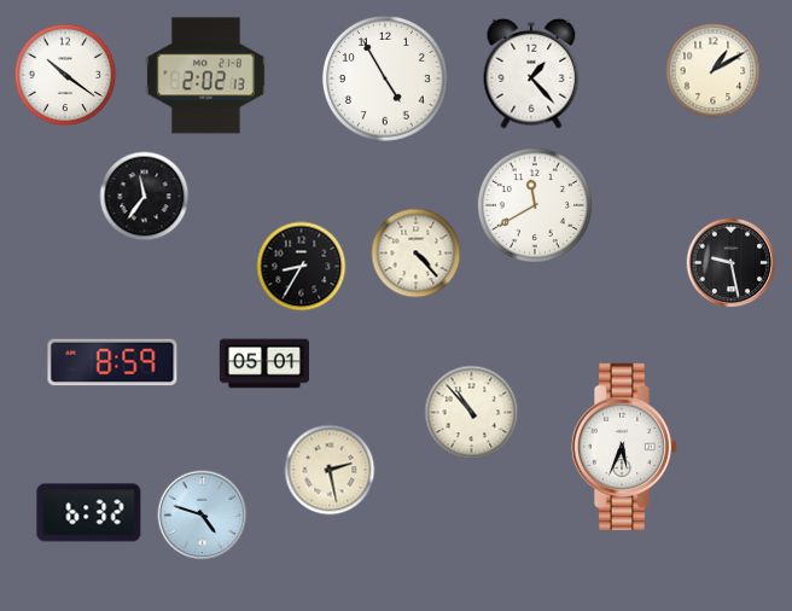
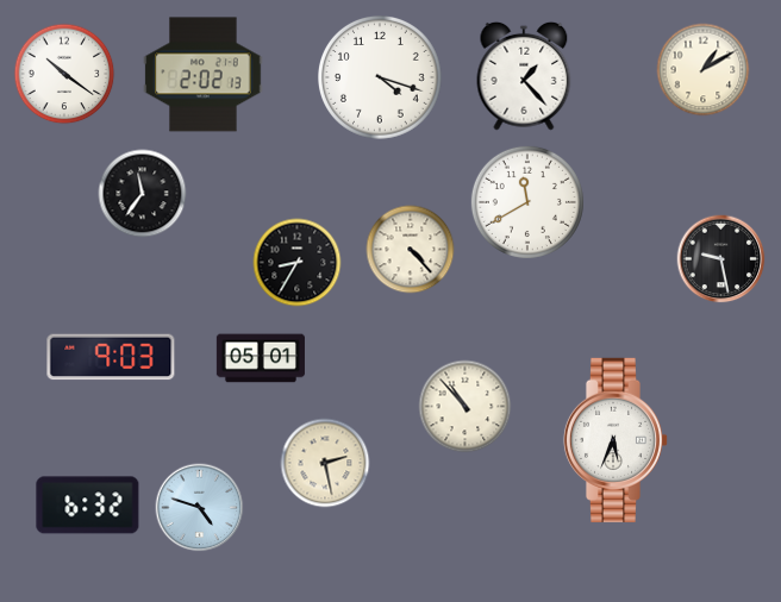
clock at (531, 74) position: (531, 74) -> (524, 76)
clock at (385, 78): 4:55 -> 4:18
clock at (112, 362): 8:59 -> 9:03
